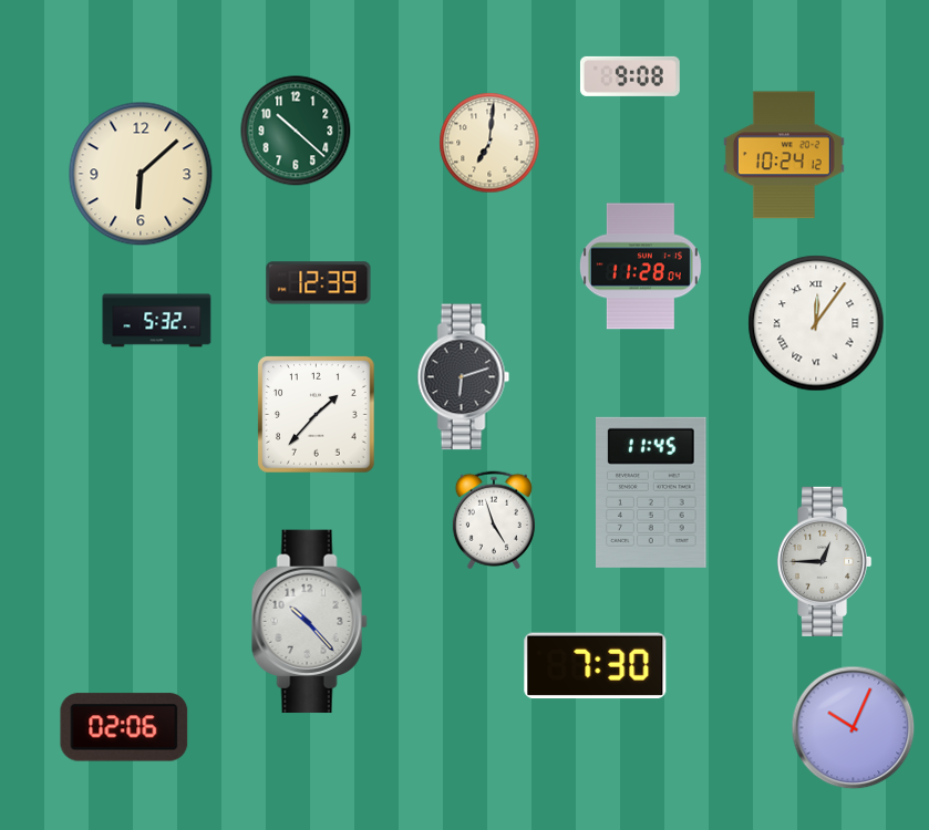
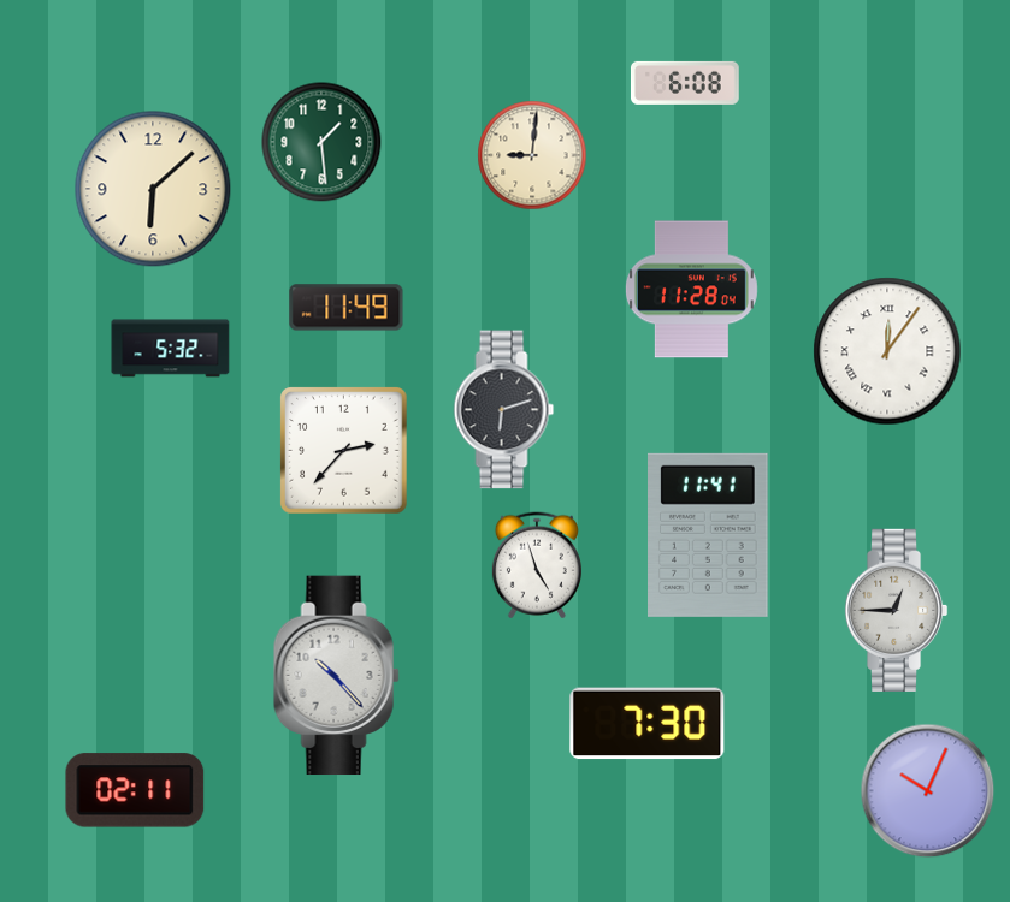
clock at (630, 76): 9:08 -> 6:08
clock at (296, 131): 10:22 -> 1:29
clock at (489, 143): 7:01 -> 9:01
clock at (784, 155): 10:24 -> none
clock at (640, 267) position: (640, 267) -> (691, 290)
clock at (319, 283): 12:39 -> 11:49
clock at (317, 415): 1:37 -> 2:37
clock at (652, 492): 11:45 -> 11:41
clock at (124, 727): 02:06 -> 02:11
